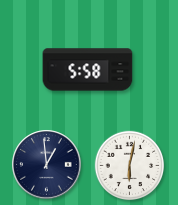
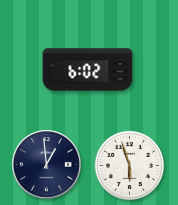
clock at (88, 70): 5:58 -> 6:02
clock at (130, 166): 6:02 -> 5:57
